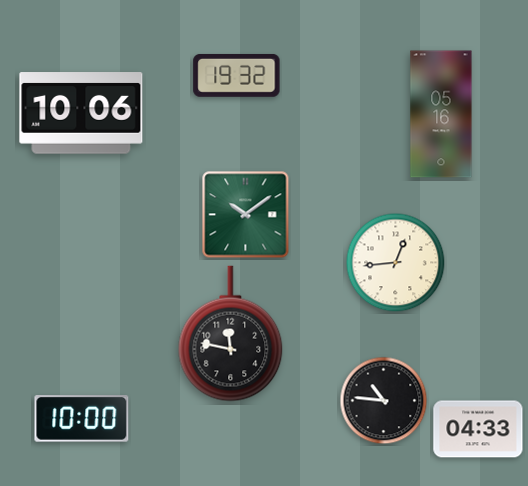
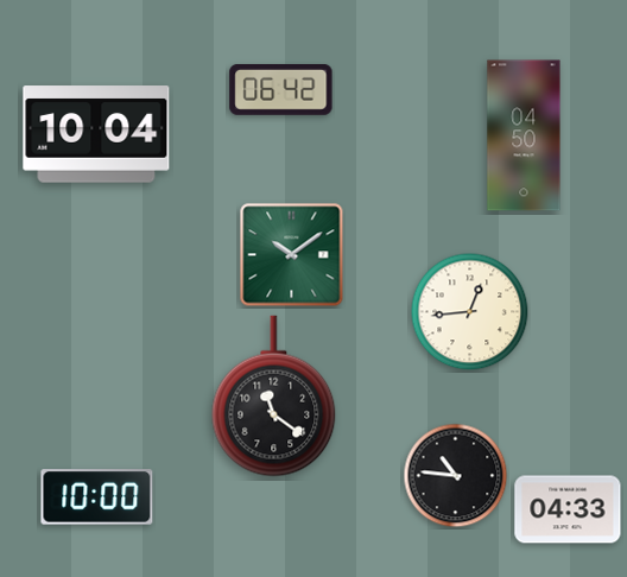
clock at (237, 75): 19:32 -> 06:42
clock at (81, 113): 10:06 -> 10:04
clock at (441, 114): 05:16 -> 04:50
clock at (231, 334): 11:47 -> 11:21
